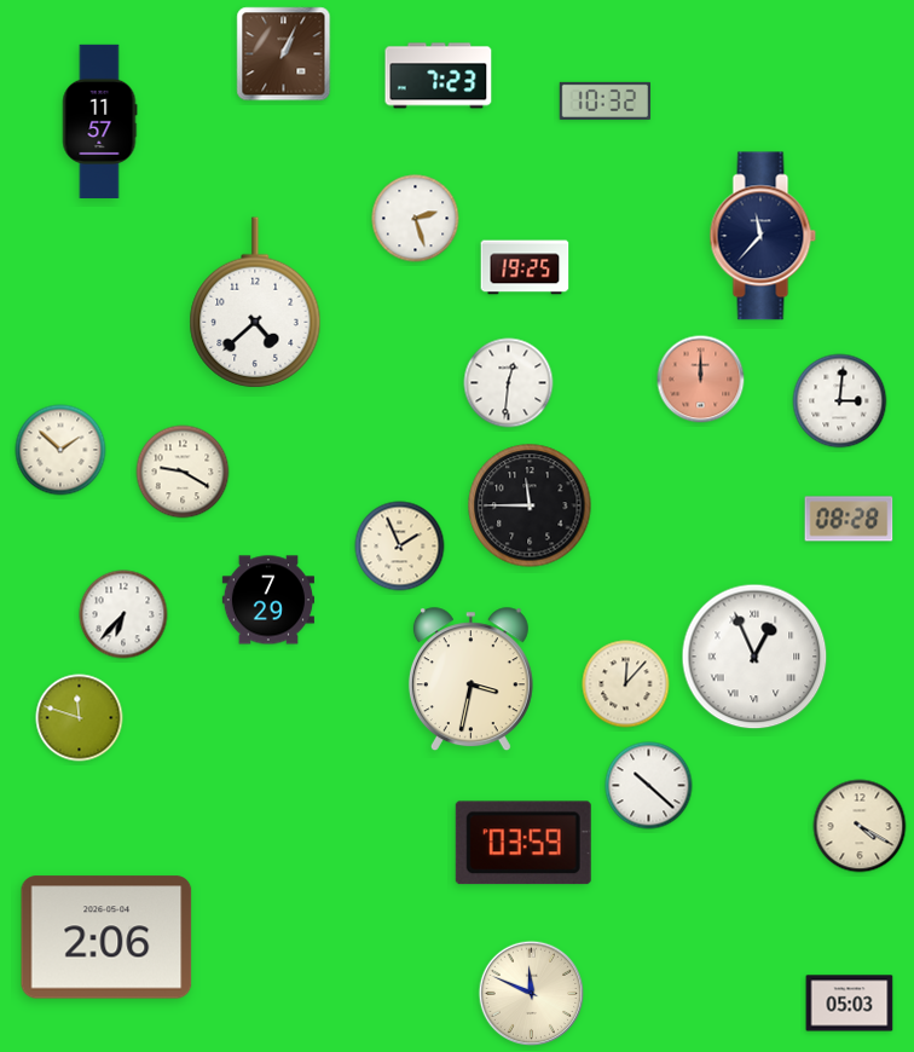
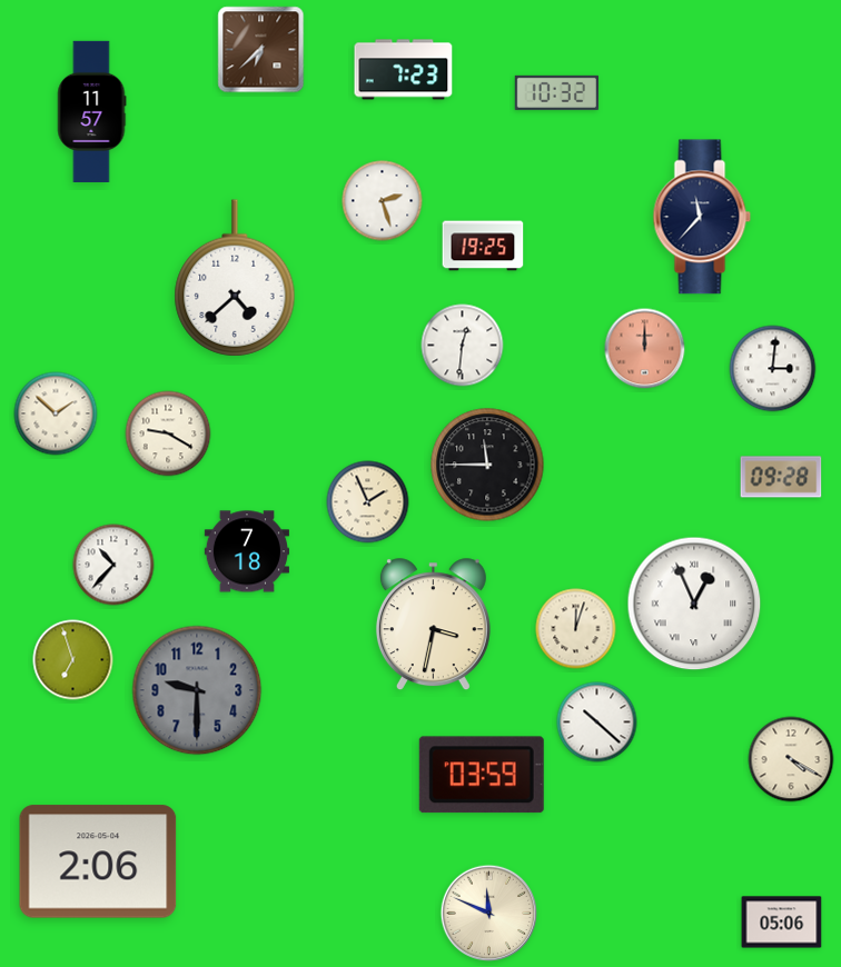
clock at (284, 54): 1:04 -> 6:38
clock at (509, 383) position: (509, 383) -> (463, 346)
clock at (849, 519): 08:28 -> 09:28
clock at (268, 600): 7:29 -> 7:18
clock at (123, 614): 6:37 -> 10:37
clock at (626, 684): 12:07 -> 12:03
clock at (80, 718): 11:48 -> 6:57
clock at (197, 690): none -> 9:30
clock at (850, 1004): 05:03 -> 05:06
